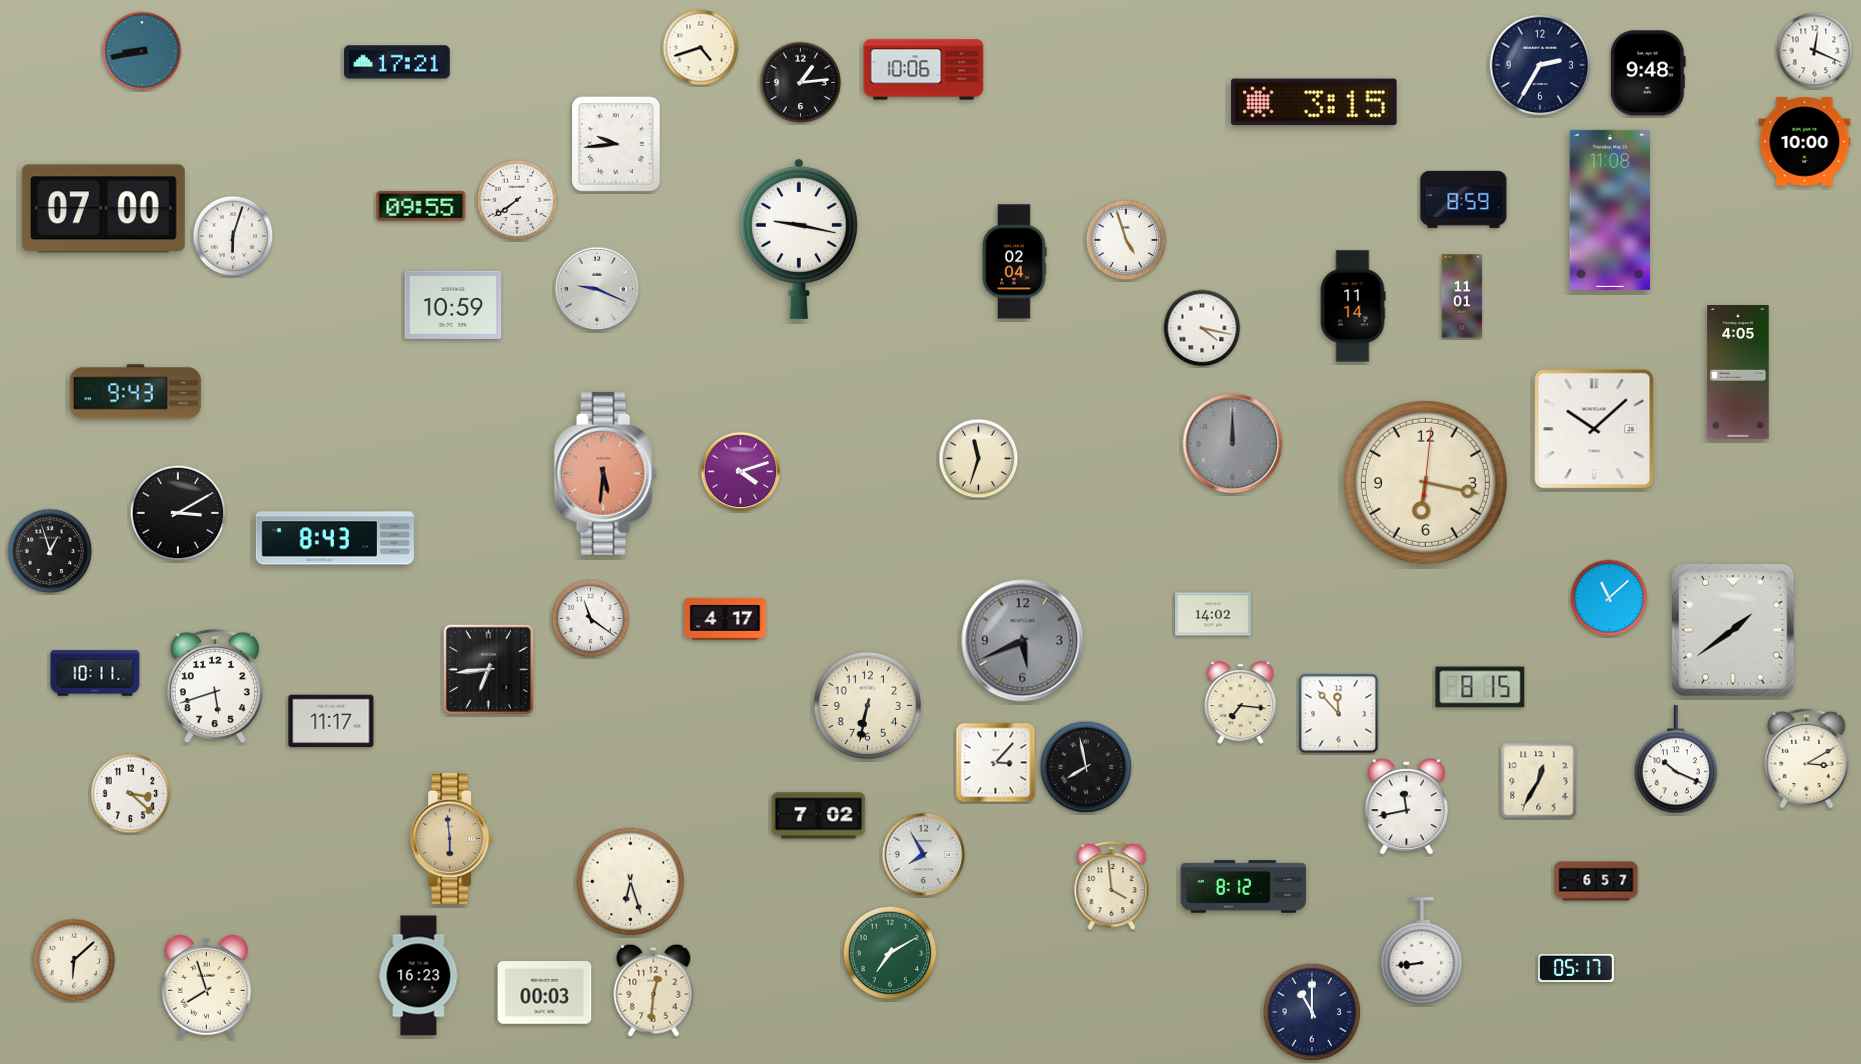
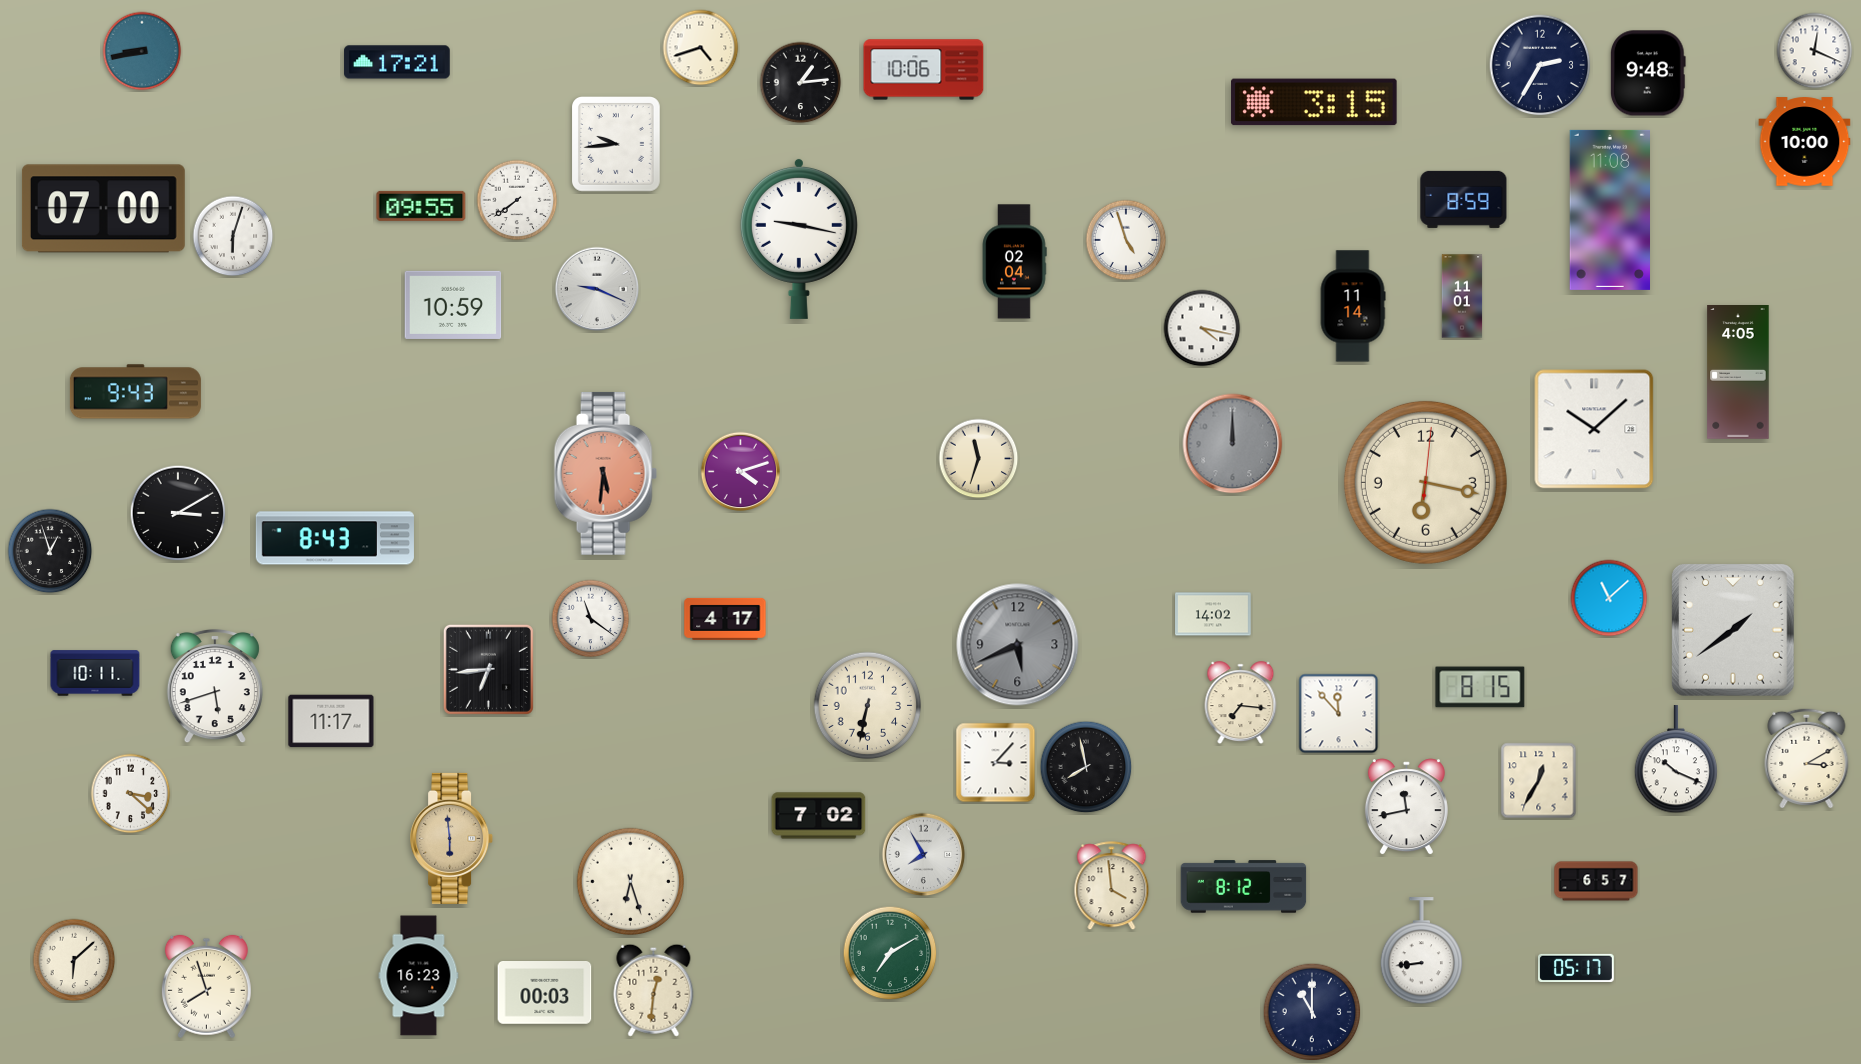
clock at (1023, 641) position: (1023, 641) -> (1018, 645)
